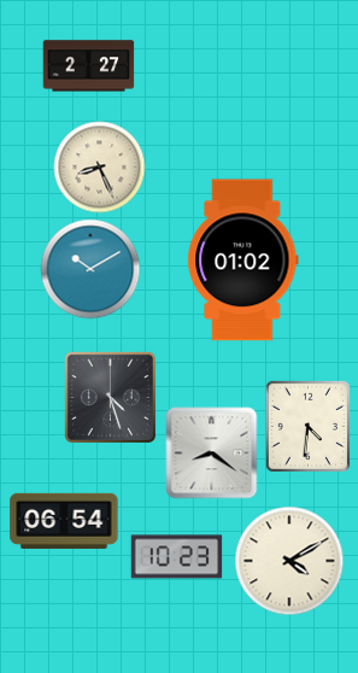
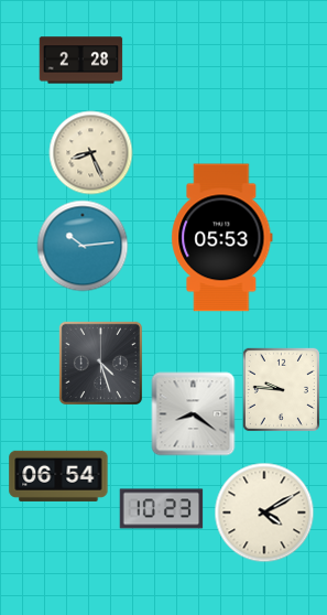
clock at (89, 66): 2:27 -> 2:28
clock at (243, 261): 01:02 -> 05:53
clock at (90, 269): 10:10 -> 10:14
clock at (307, 426): 4:31 -> 9:46
